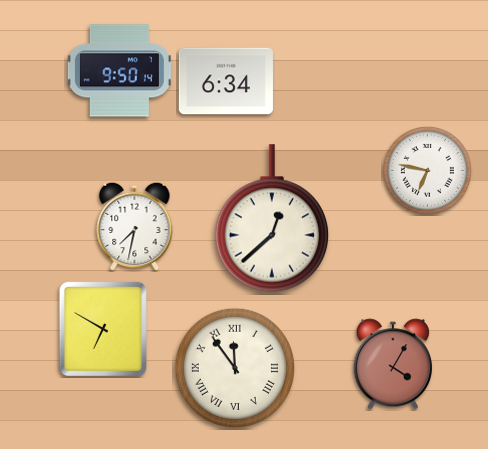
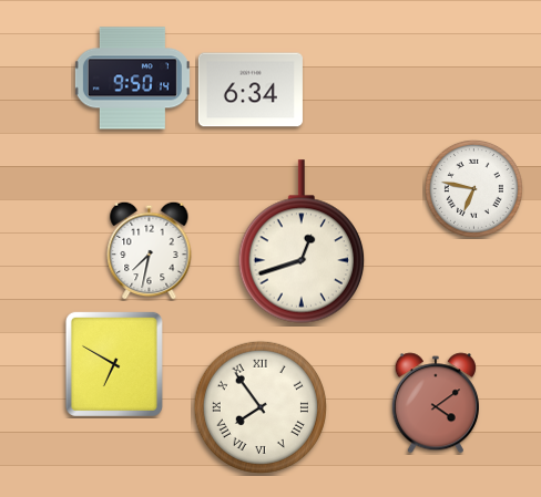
clock at (272, 218): 12:38 -> 12:42
clock at (393, 364): 4:05 -> 4:09
clock at (235, 368): 11:54 -> 7:54
